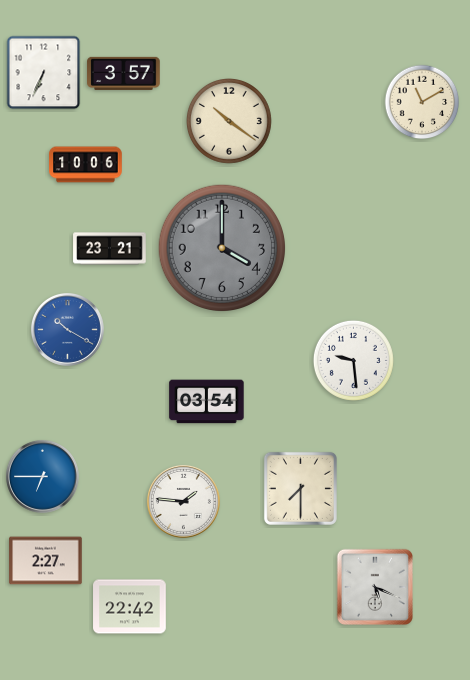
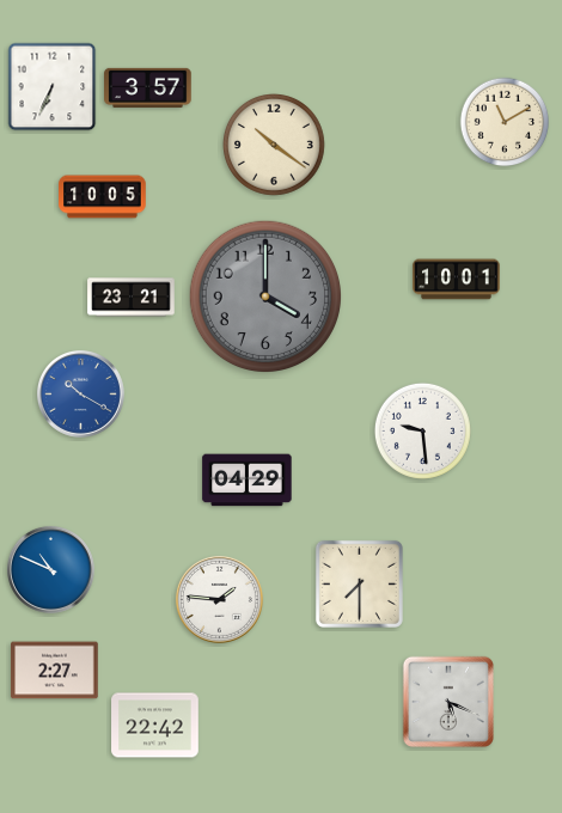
clock at (86, 165): 10:06 -> 10:05
clock at (457, 280): none -> 10:01
clock at (207, 402): 03:54 -> 04:29
clock at (42, 476): 6:45 -> 10:49
